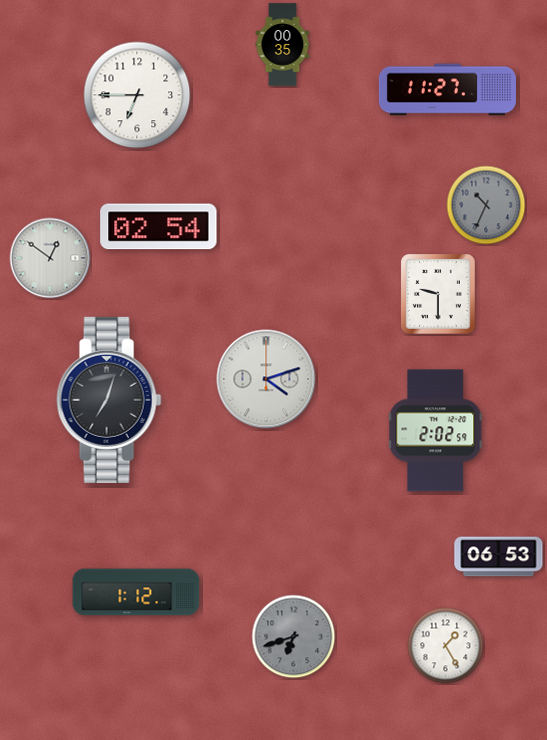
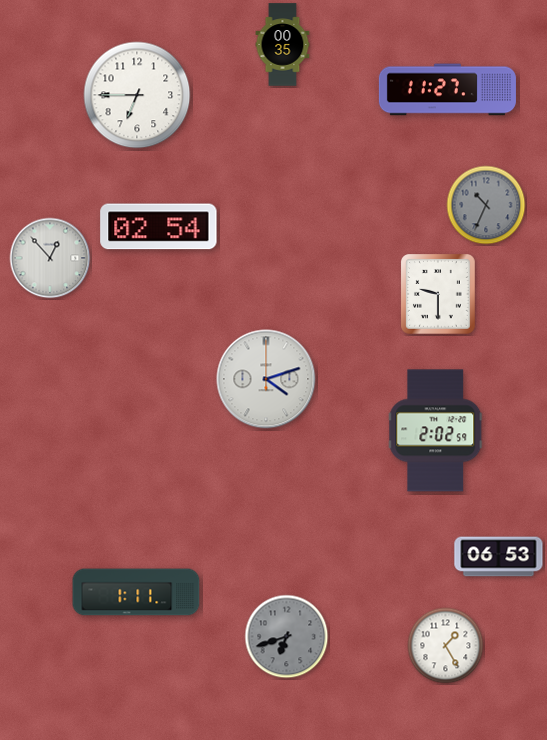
clock at (50, 258): 12:51 -> 12:53
clock at (109, 400): 7:03 -> none
clock at (136, 592): 1:12 -> 1:11
clock at (294, 637) position: (294, 637) -> (287, 637)
